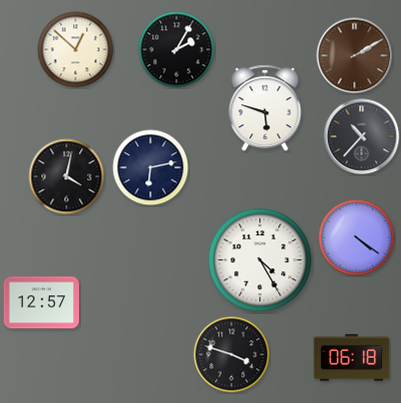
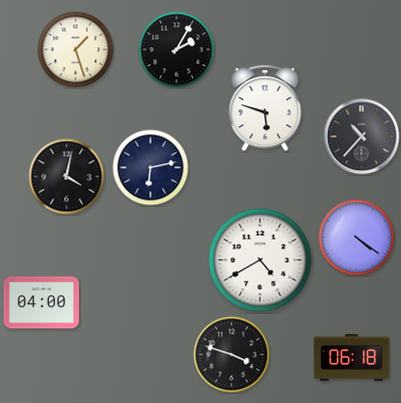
clock at (76, 50): 12:52 -> 1:27
clock at (355, 56): 2:10 -> none
clock at (260, 260): 4:25 -> 4:40
clock at (42, 303): 12:57 -> 04:00
